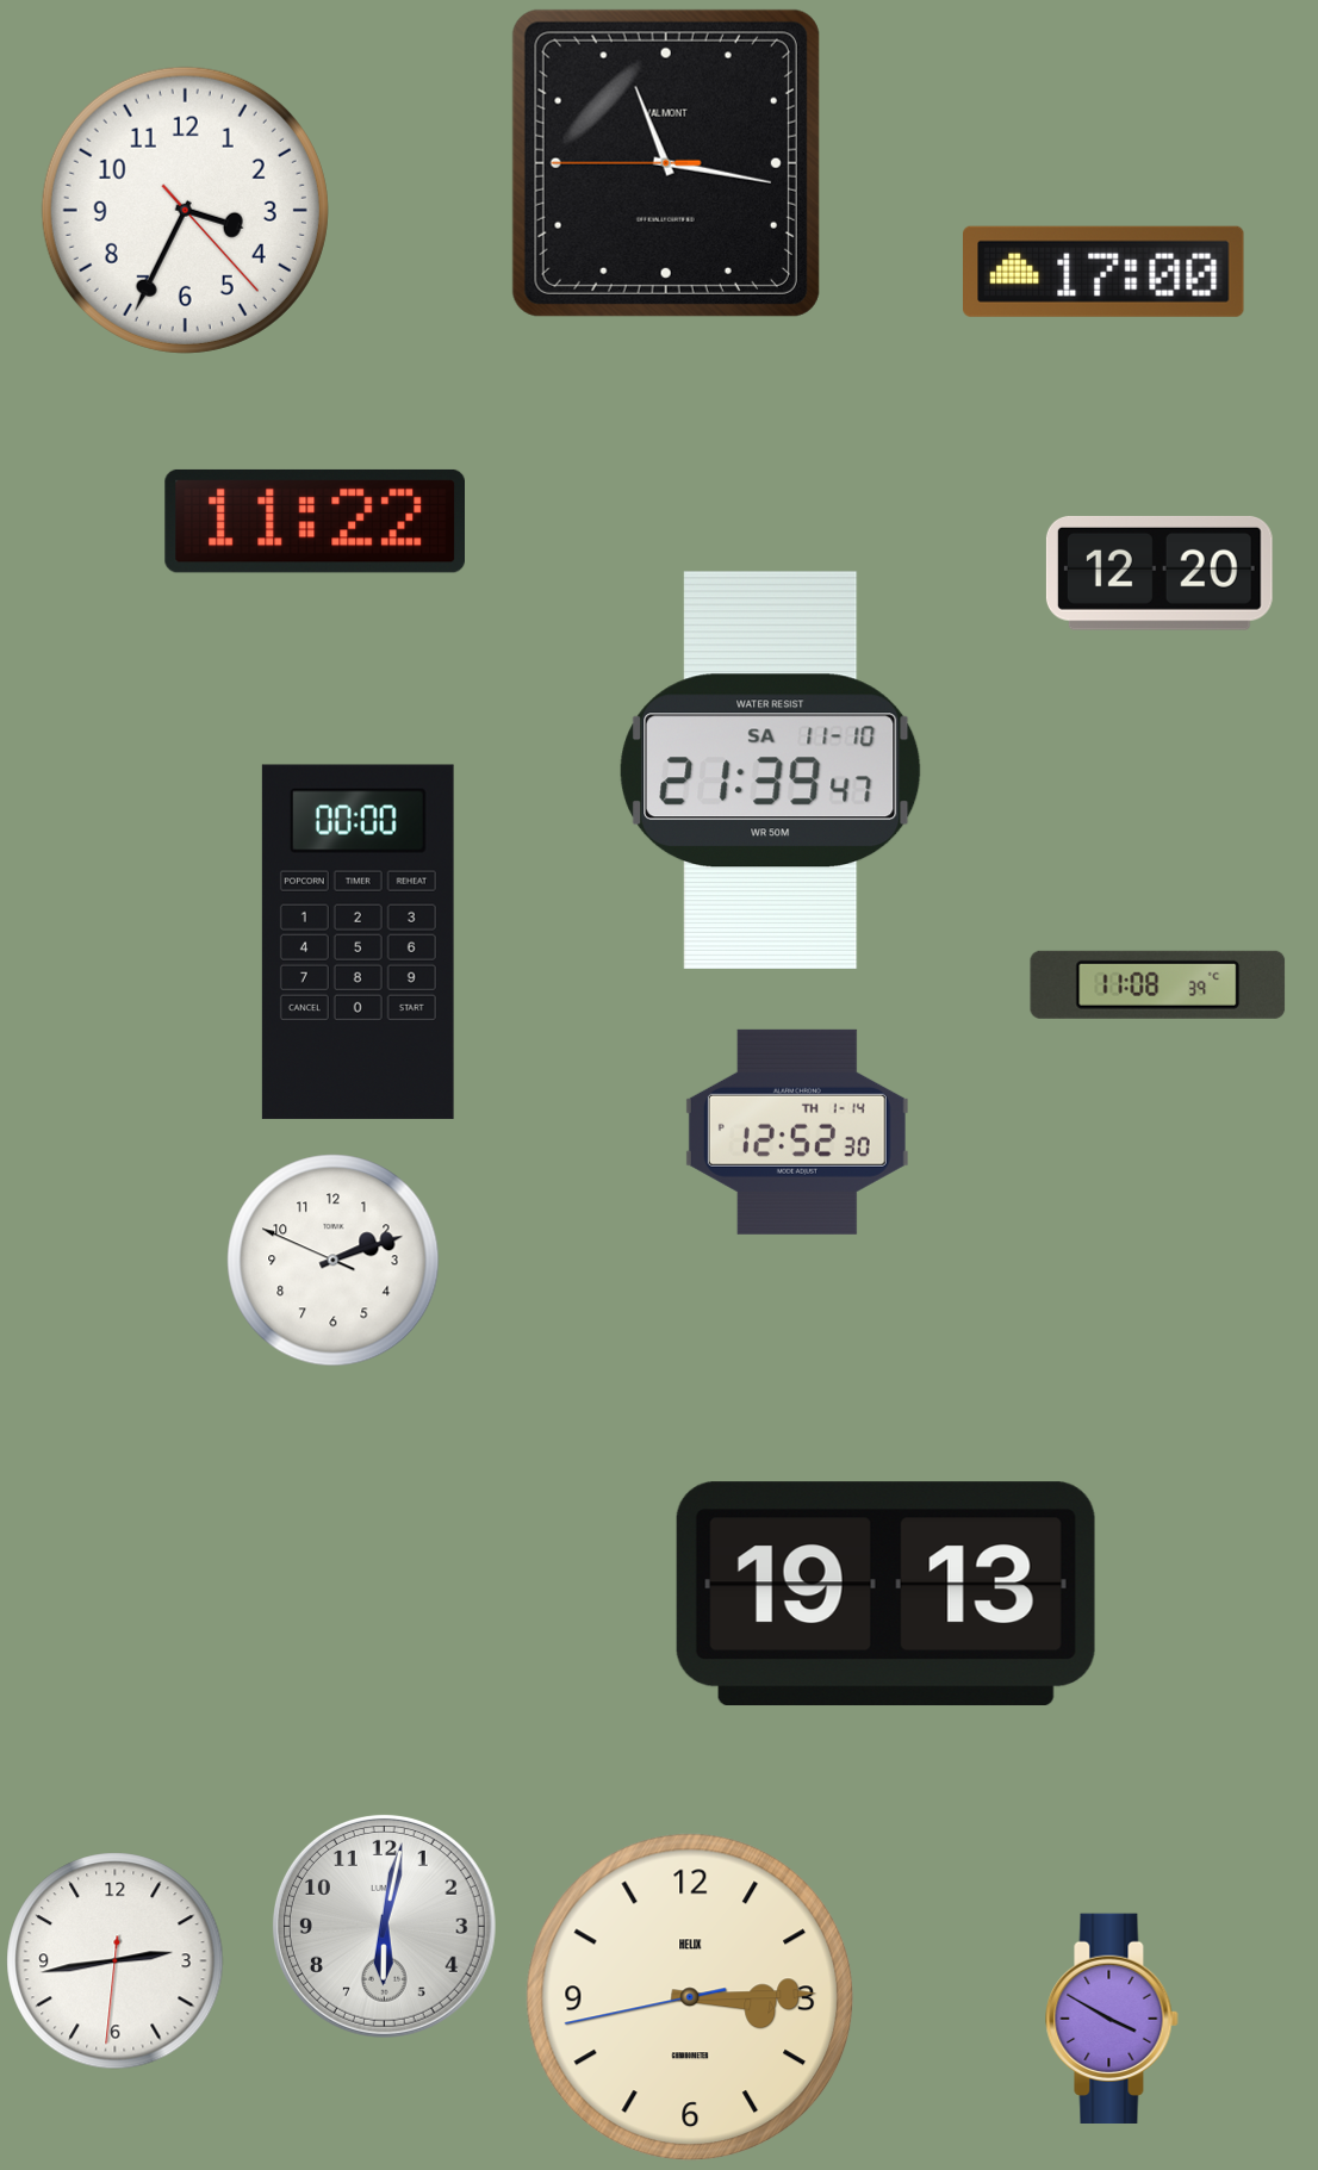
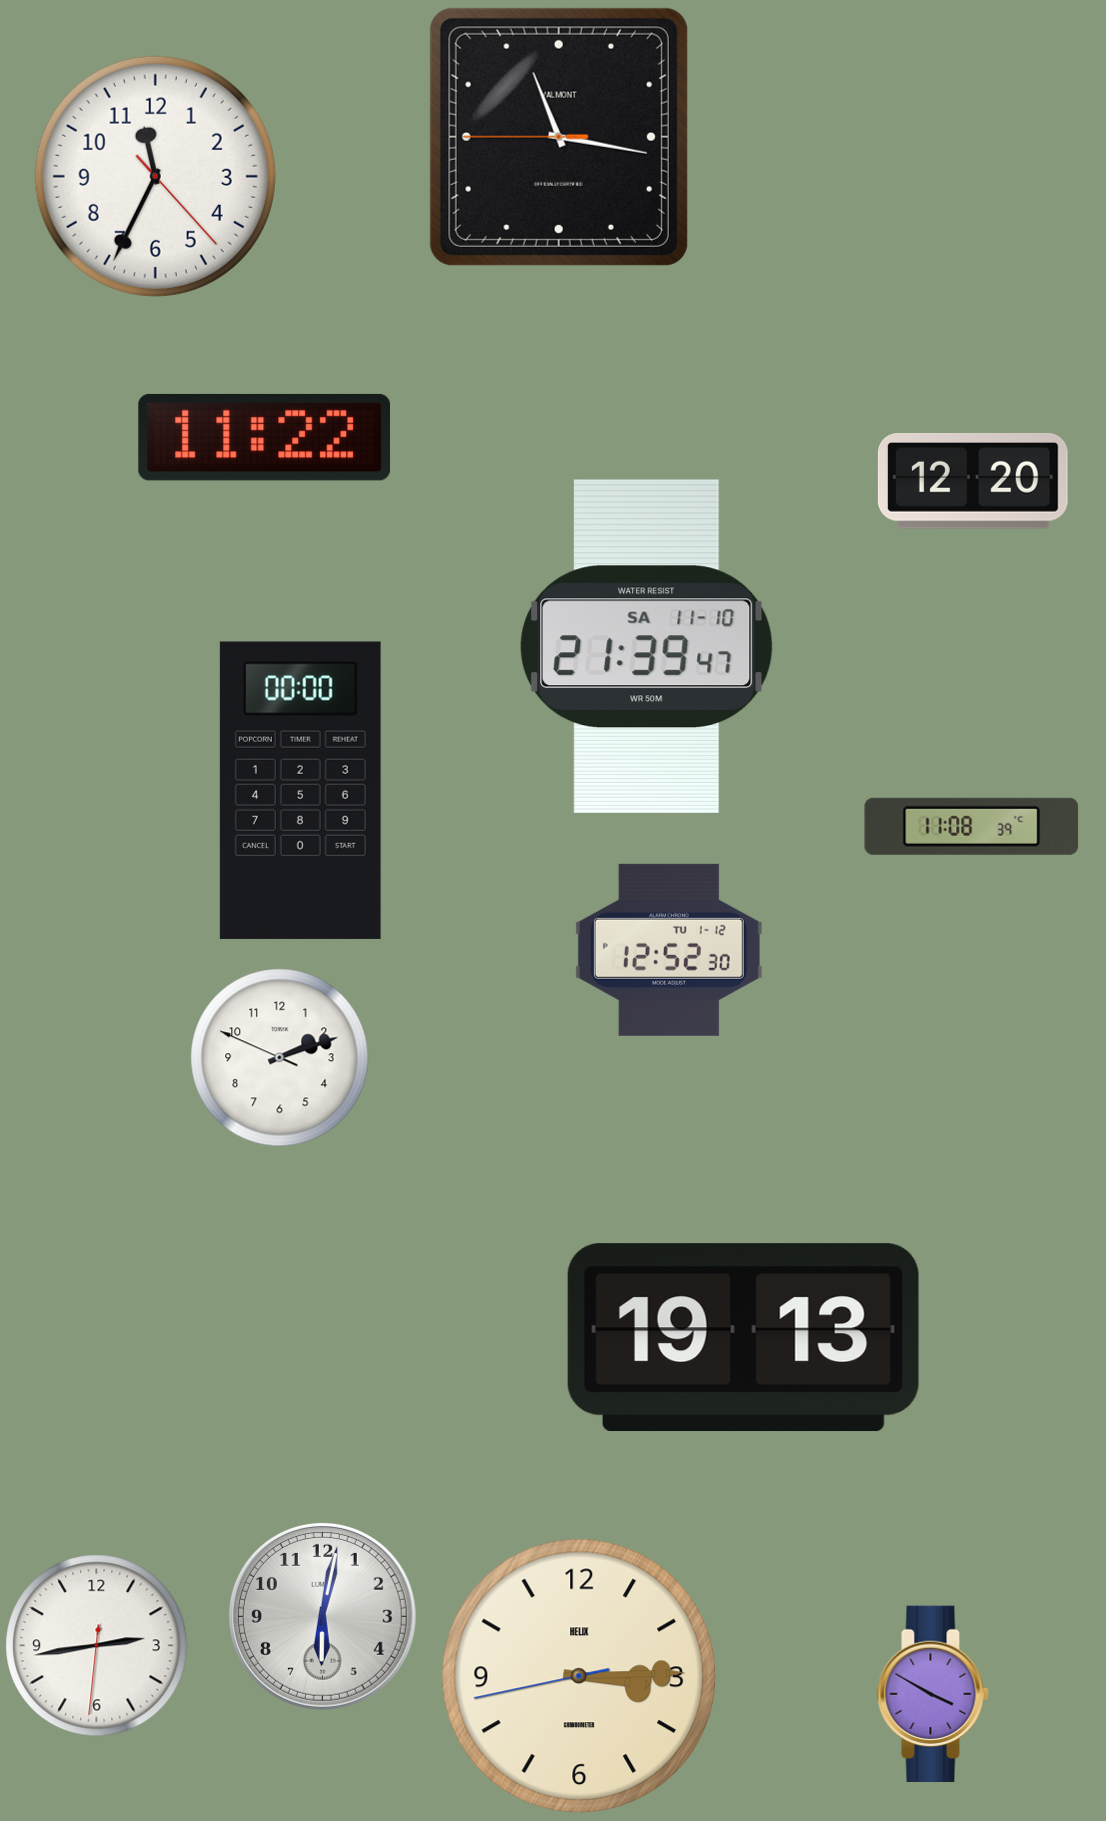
clock at (185, 210): 3:34 -> 11:34
clock at (1103, 272): 17:00 -> none
clock at (797, 1132) date: TH 1-14 -> TU 1-12
